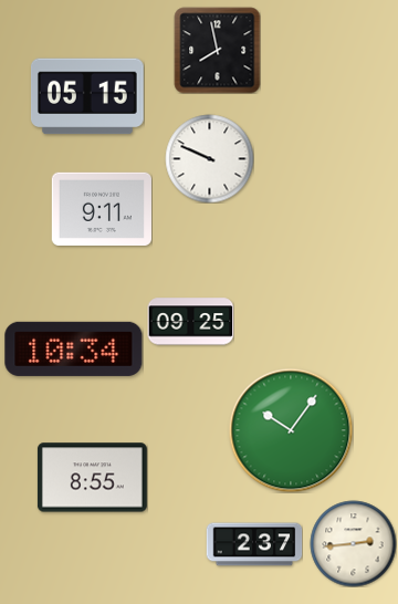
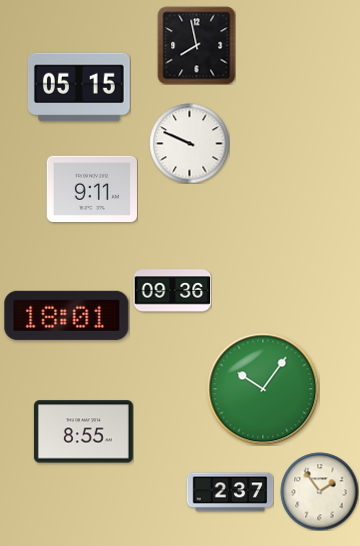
clock at (190, 322): 09:25 -> 09:36
clock at (74, 348): 10:34 -> 18:01
clock at (353, 543): 2:44 -> 1:54
